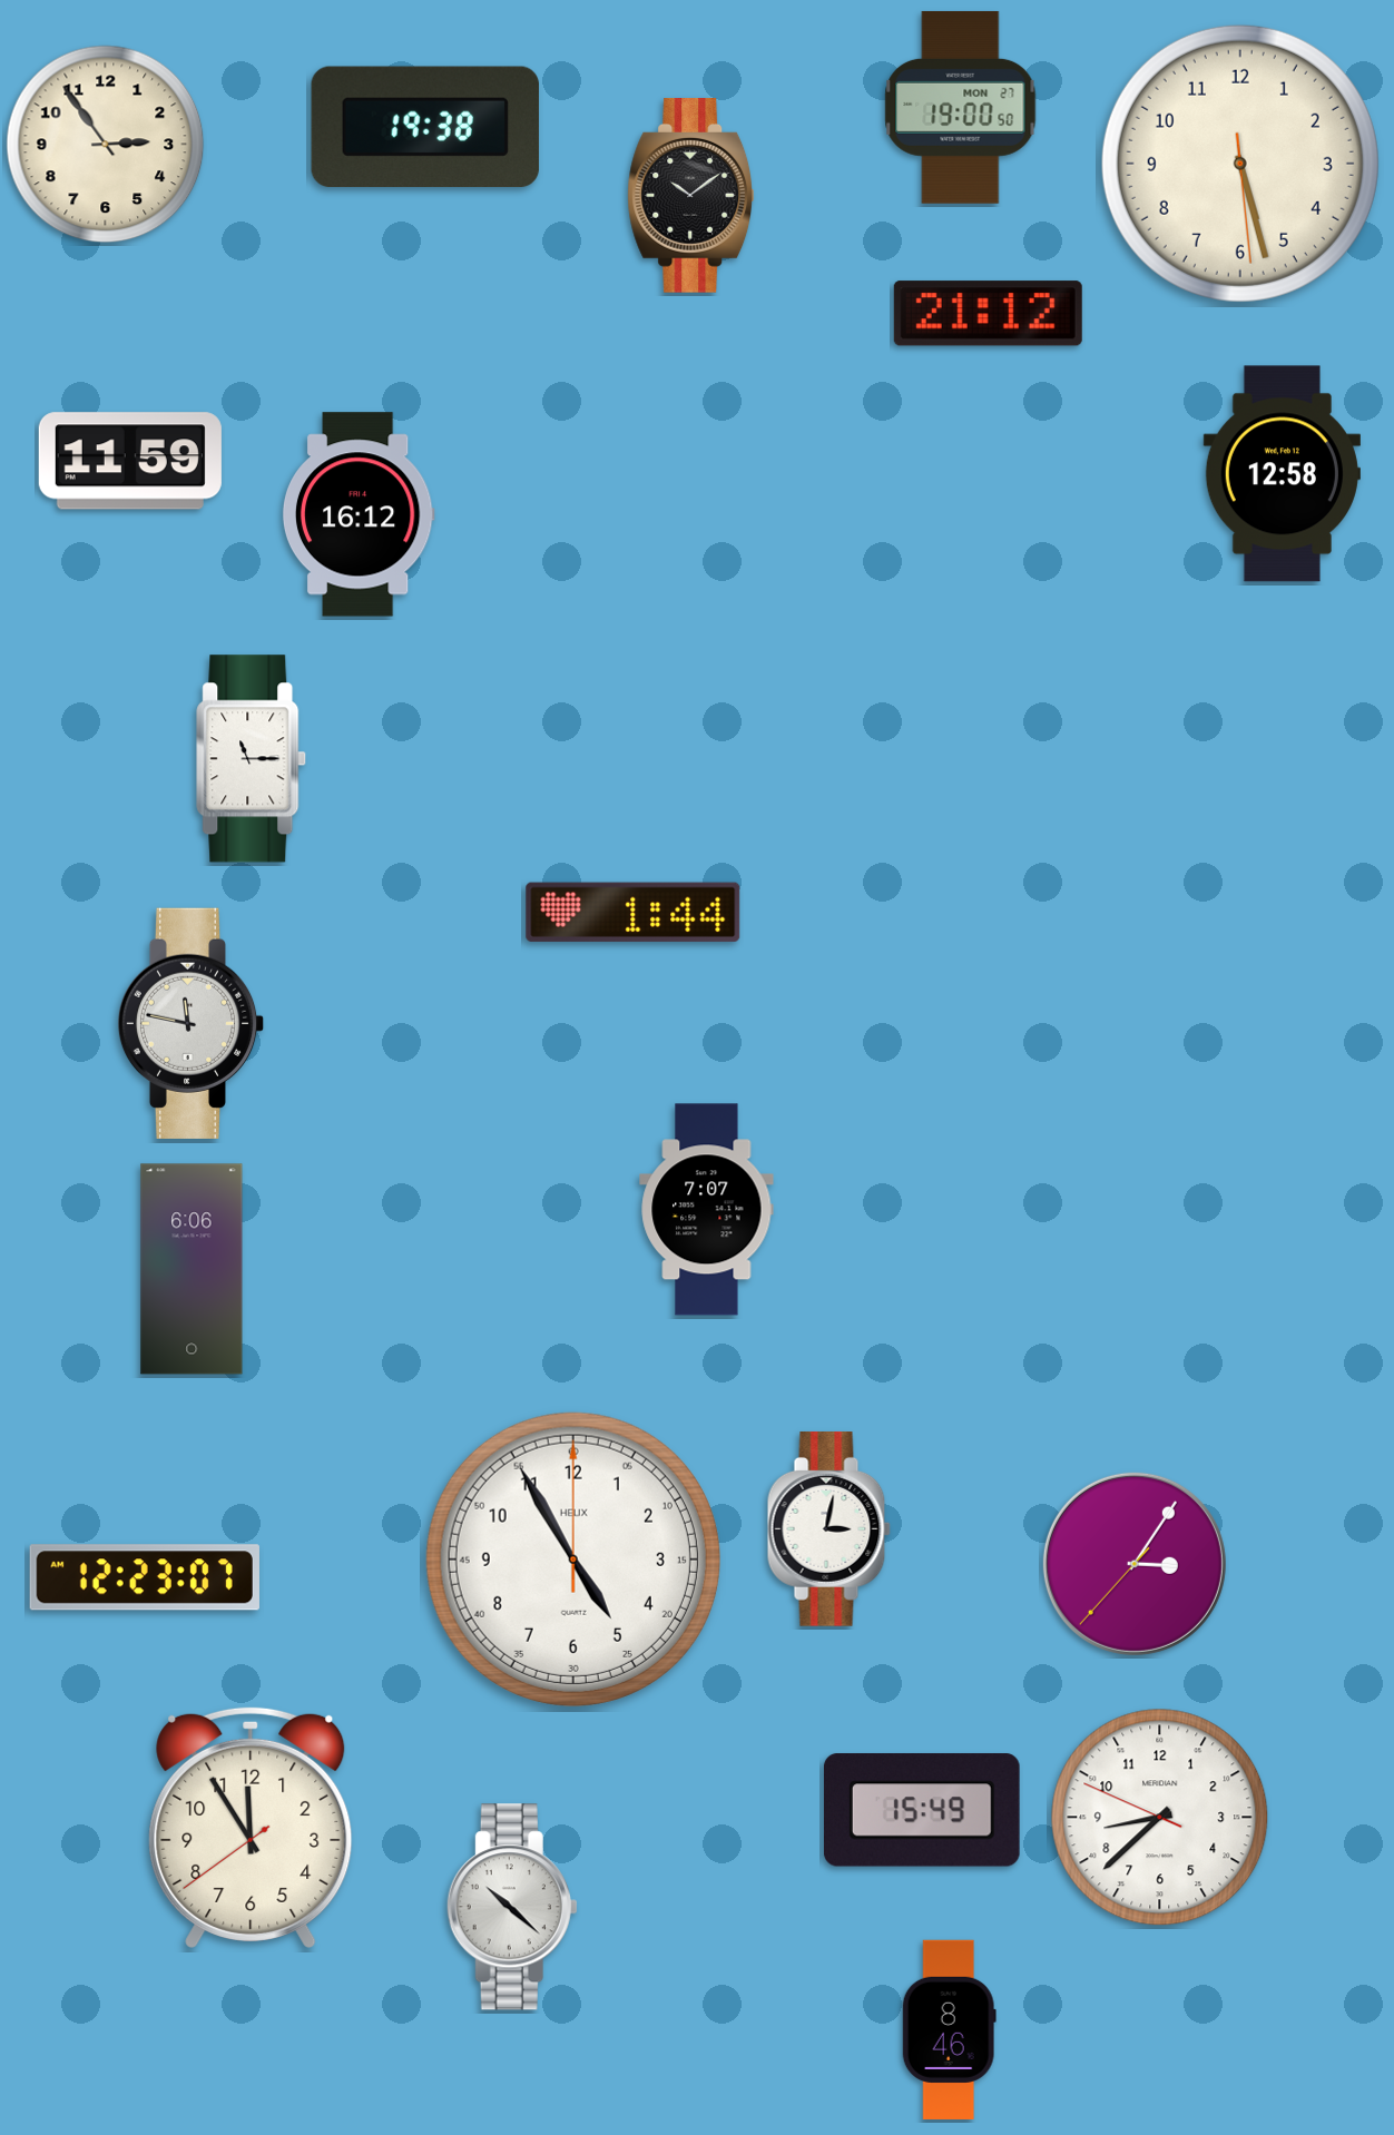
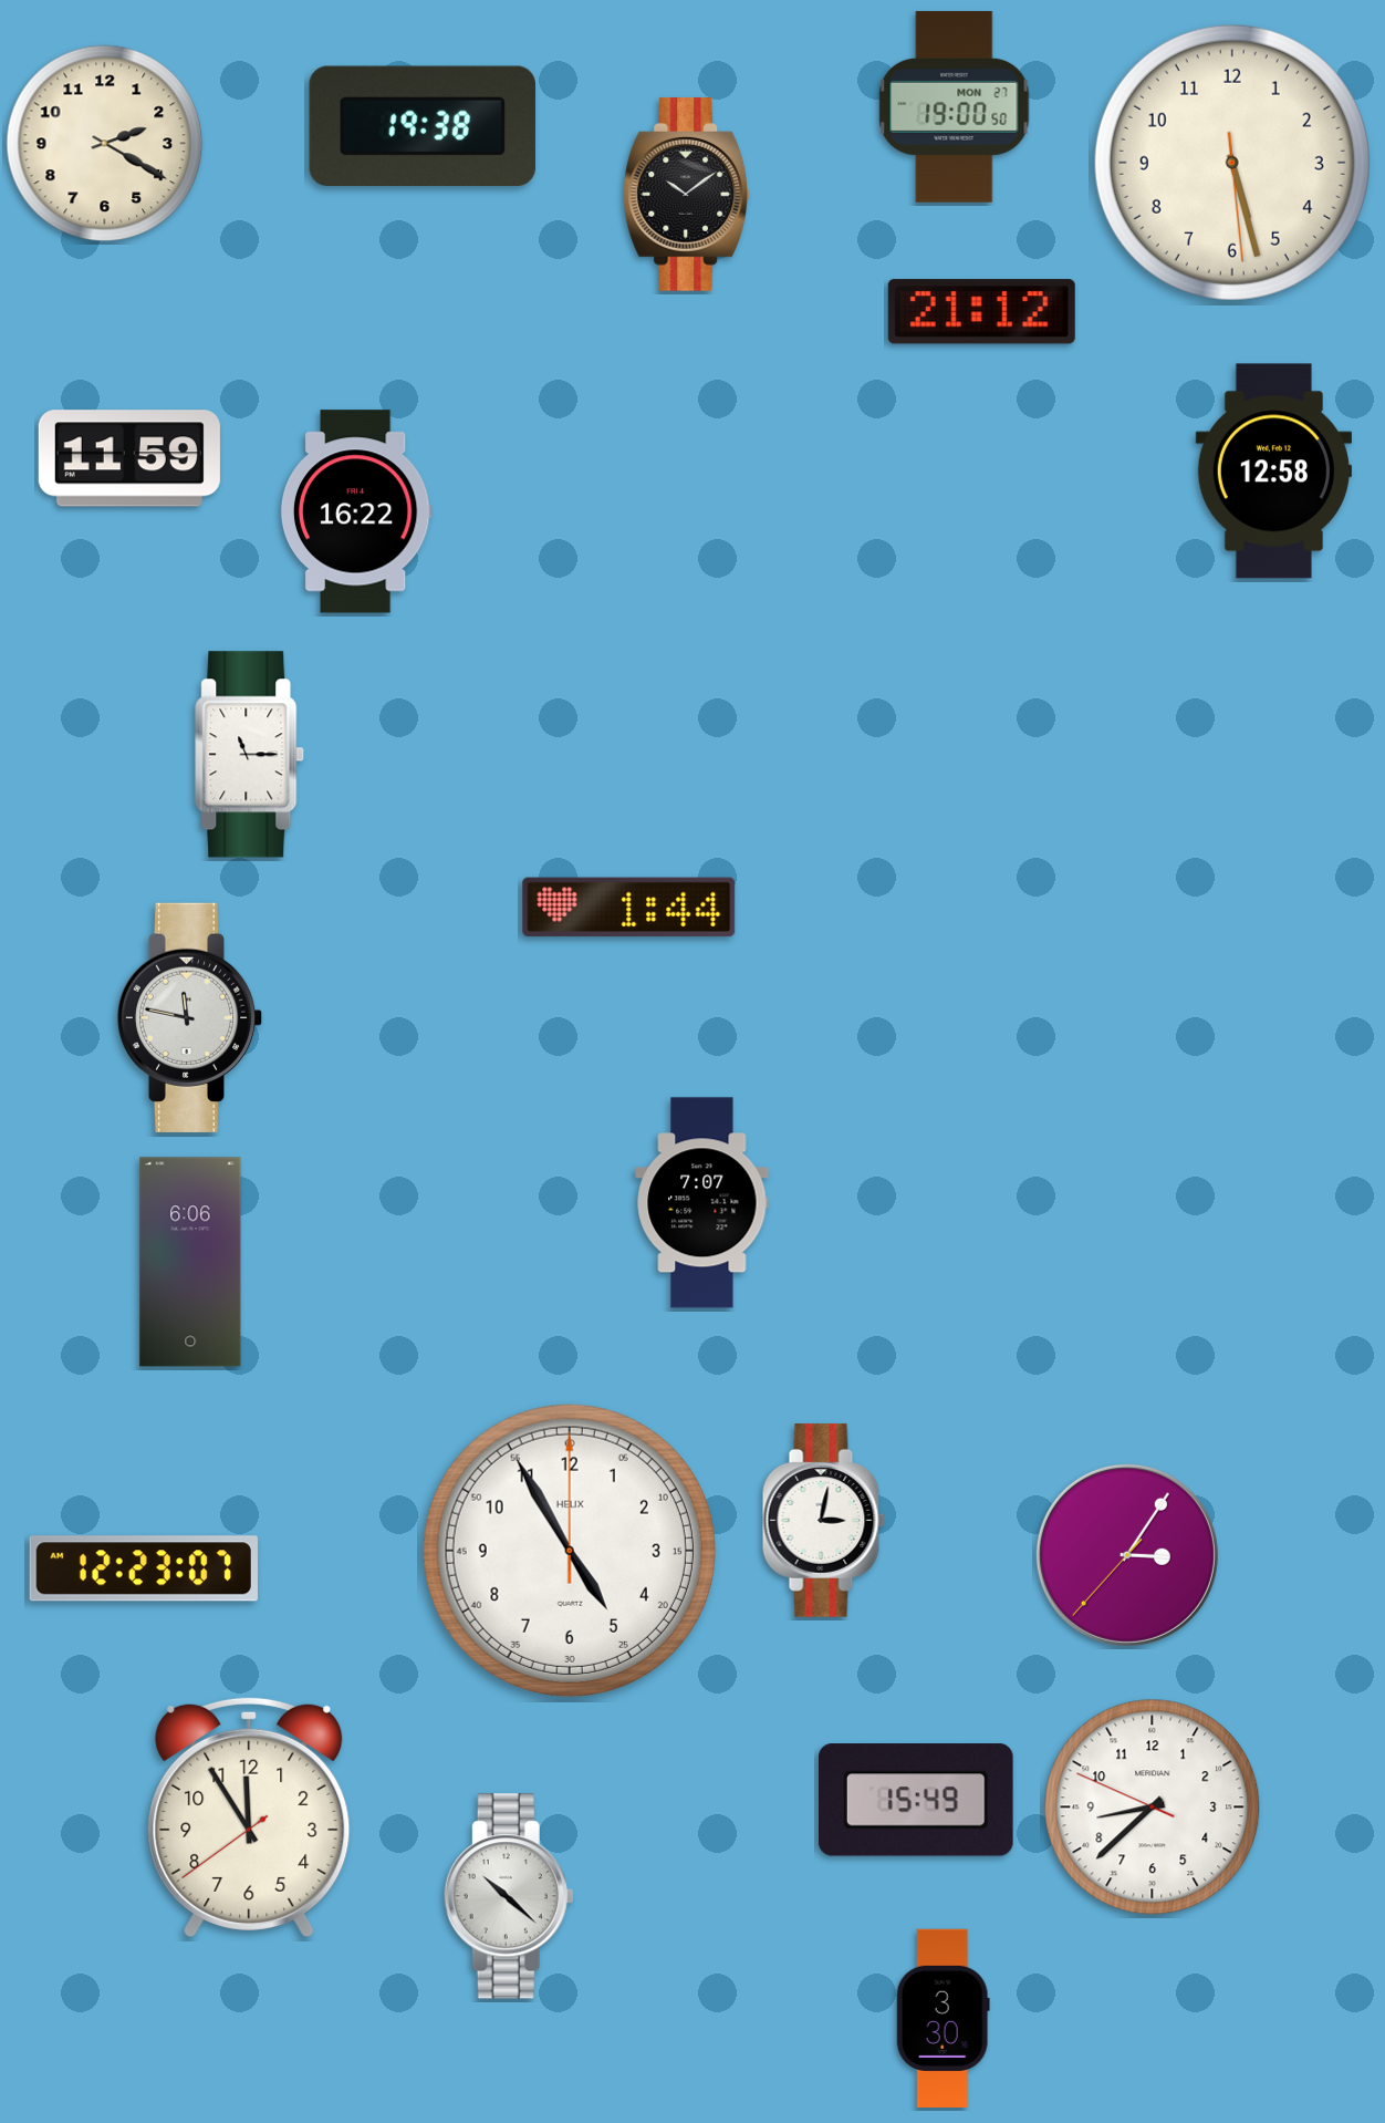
clock at (106, 145): 2:54 -> 2:20
clock at (359, 514): 16:12 -> 16:22
clock at (949, 2029): 8:46 -> 3:30
